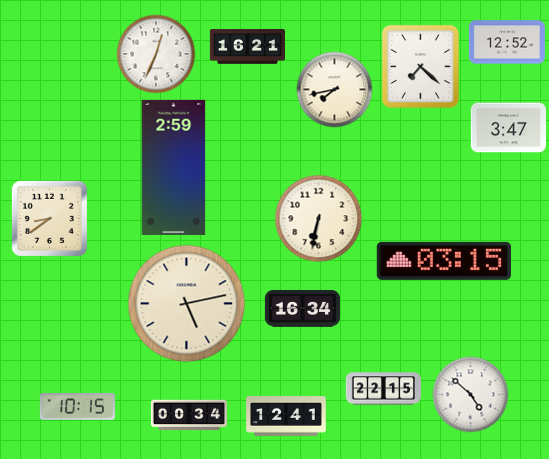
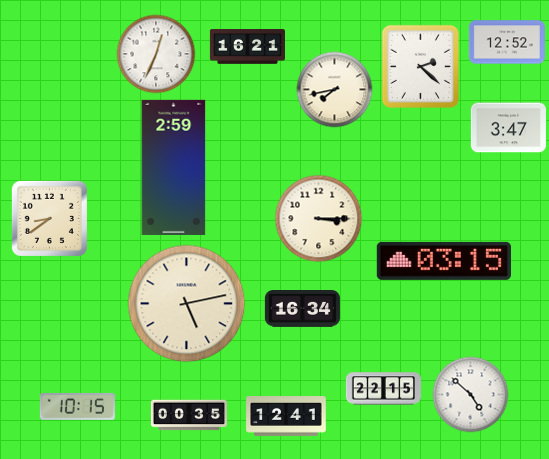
clock at (420, 66): 7:22 -> 2:22
clock at (319, 219): 6:32 -> 3:15
clock at (189, 415): 00:34 -> 00:35
